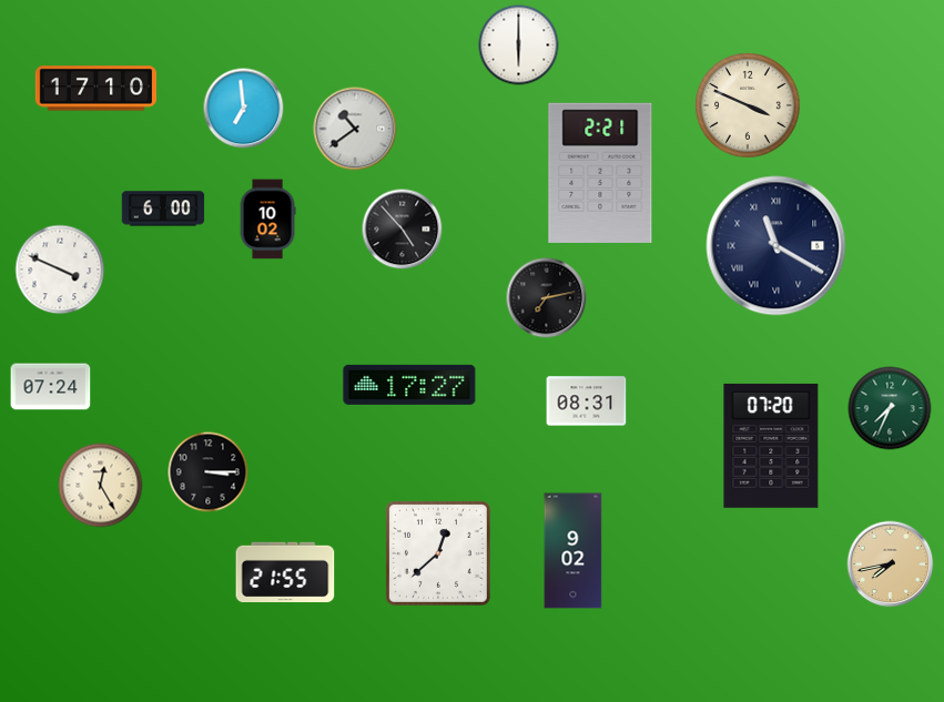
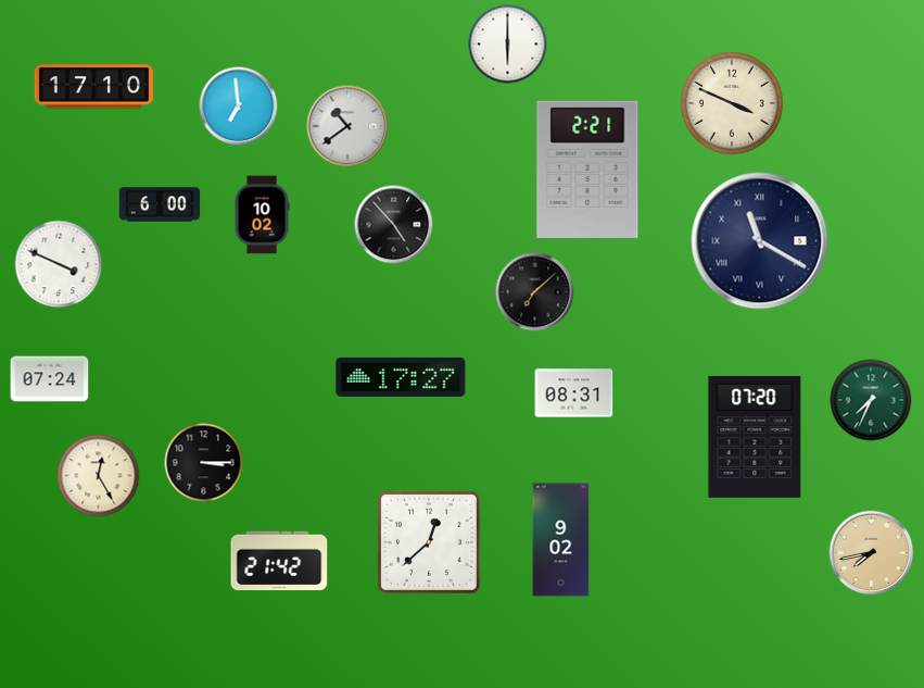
clock at (547, 298): 7:13 -> 7:08
clock at (285, 572): 21:55 -> 21:42
